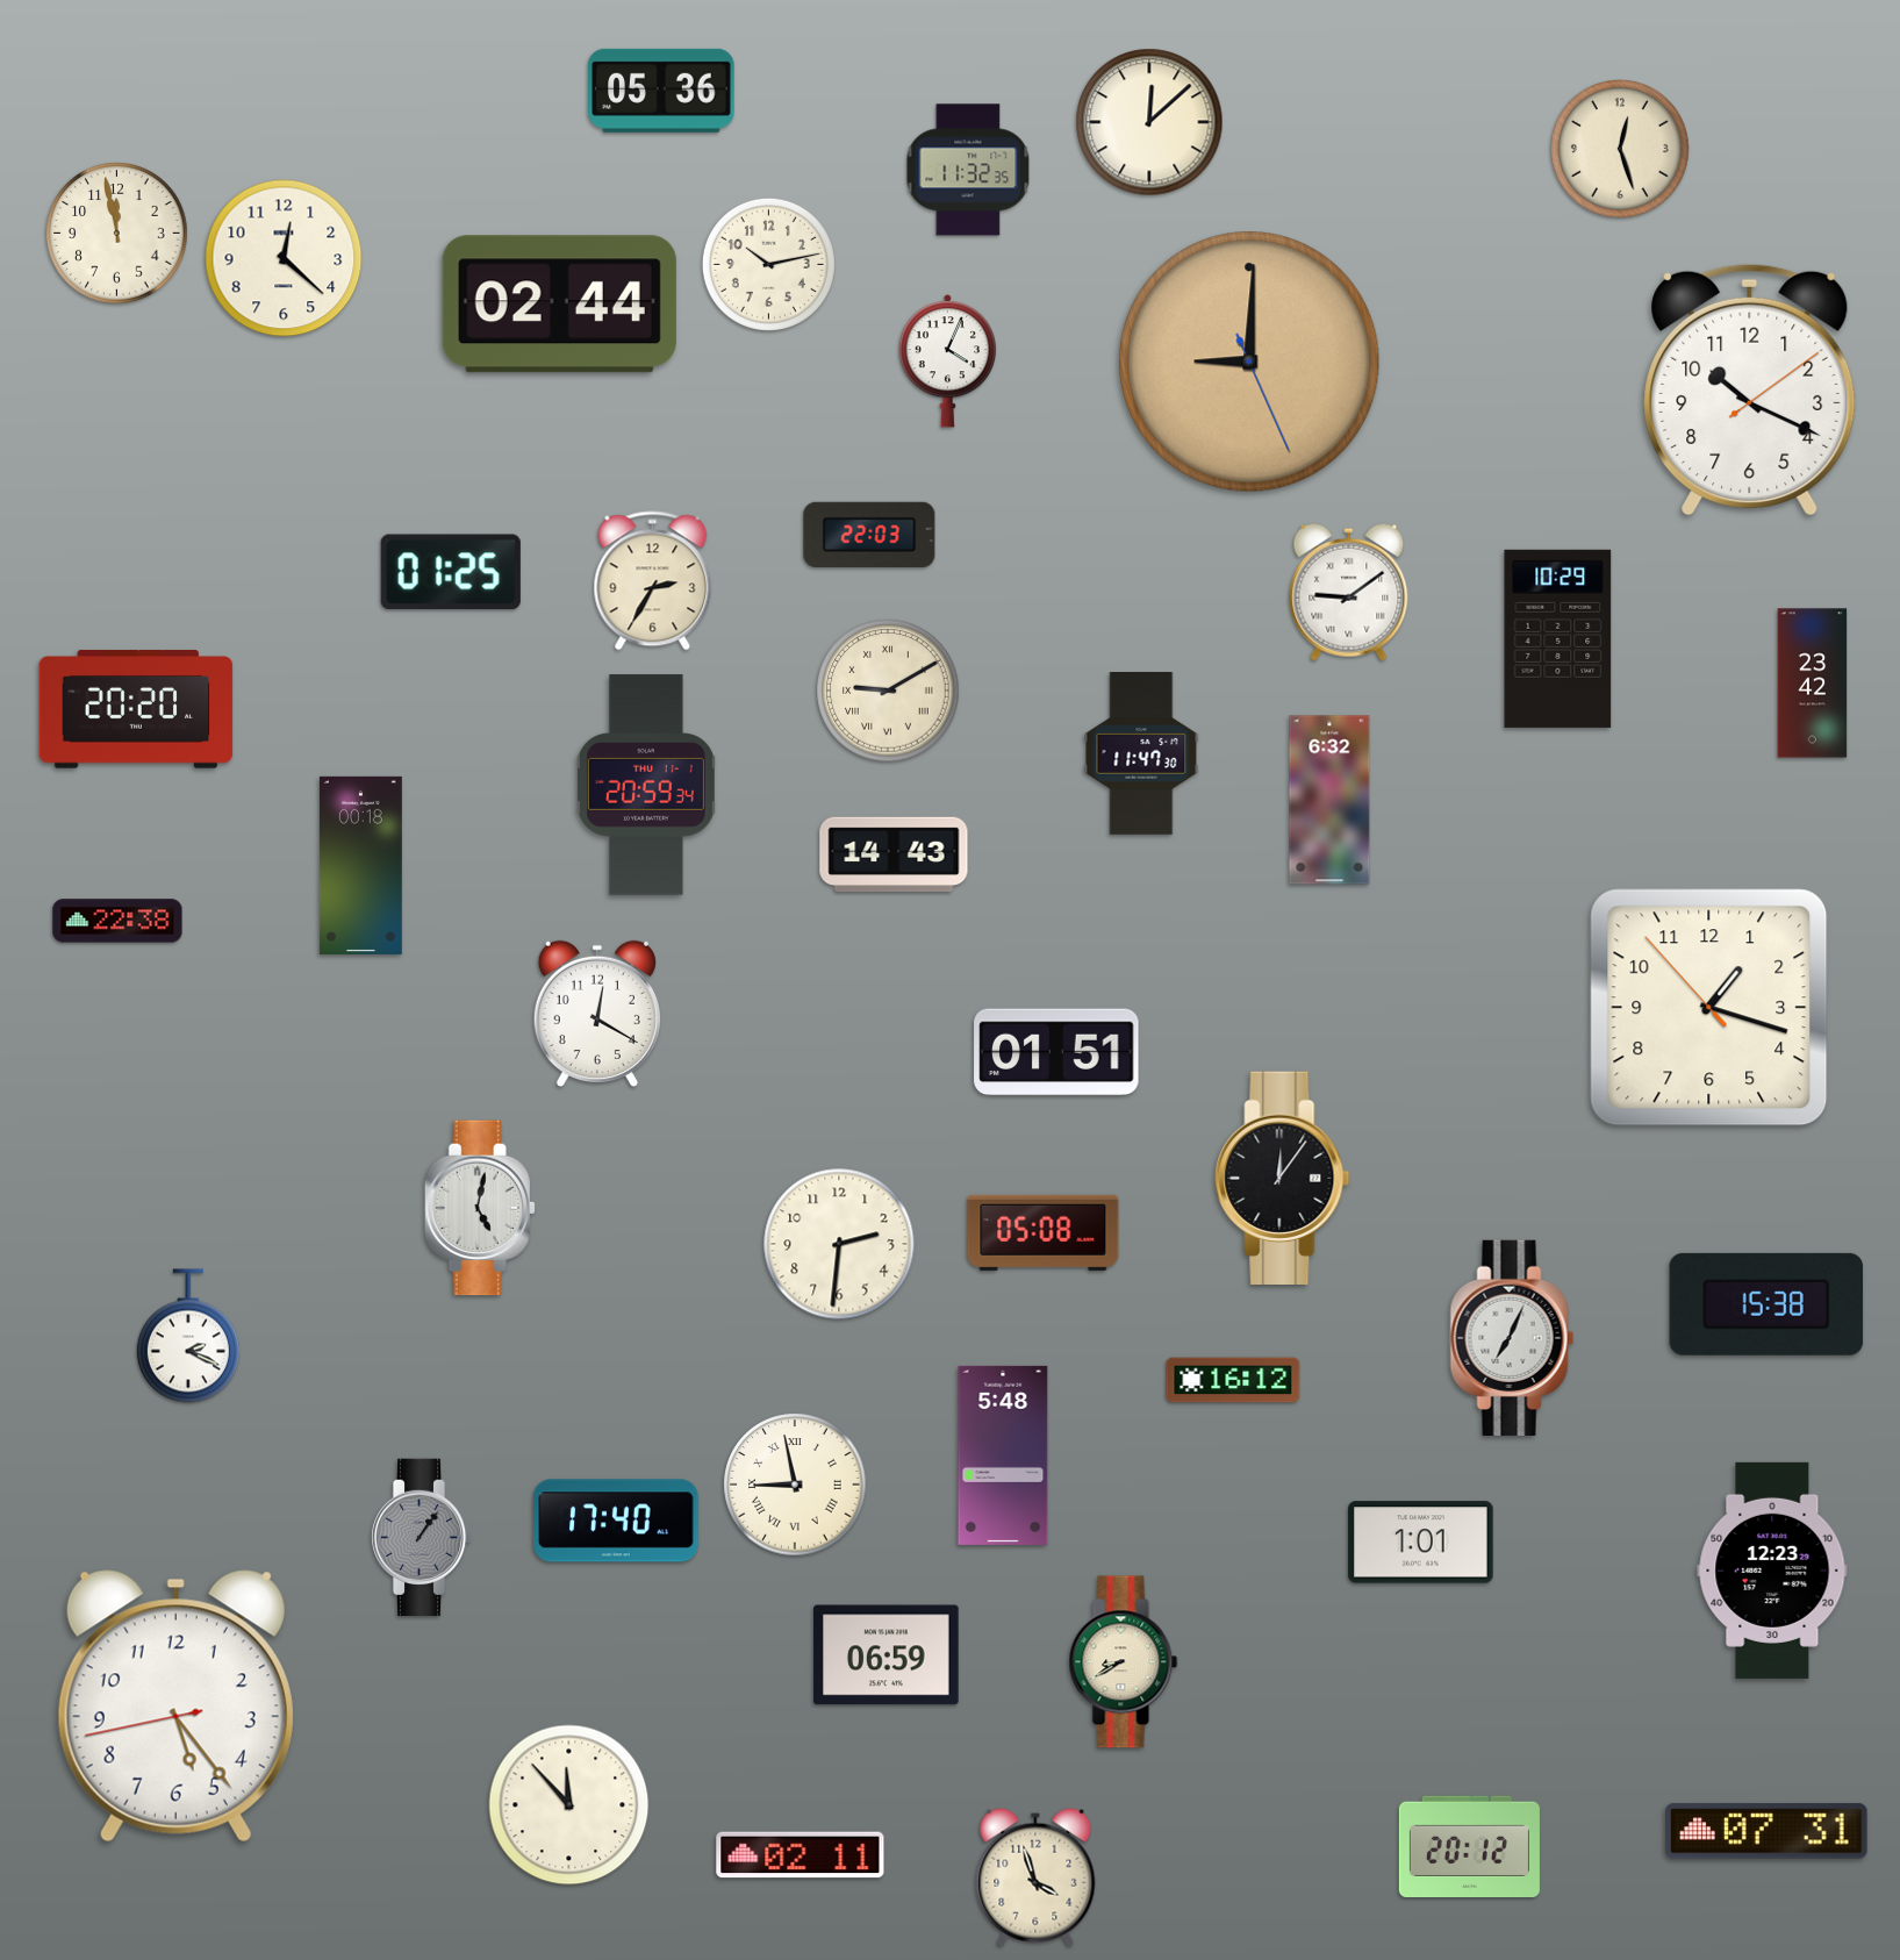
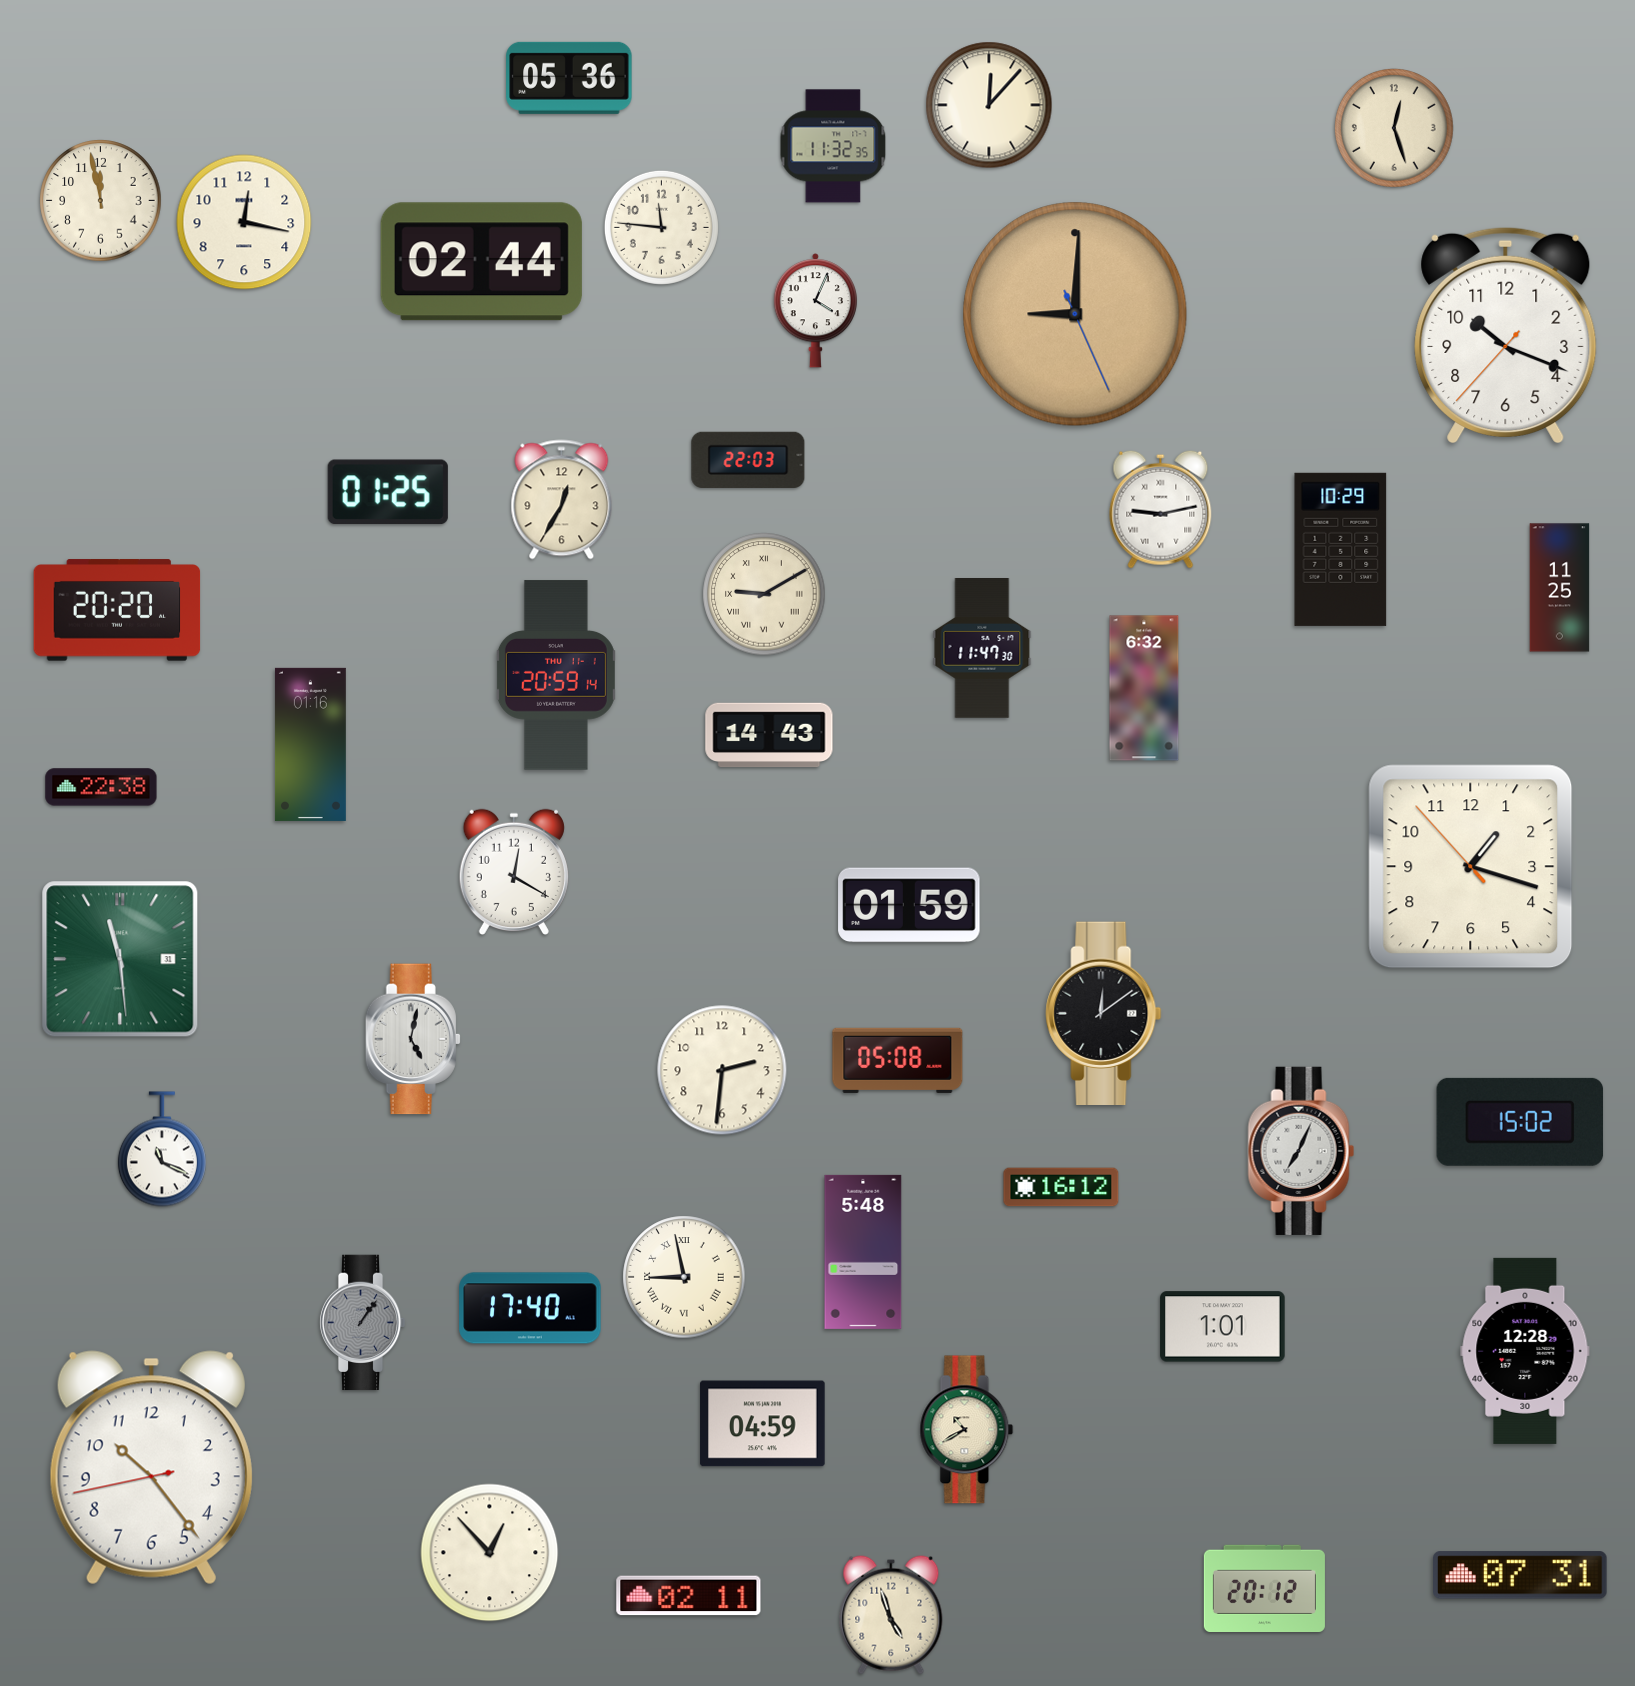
clock at (1149, 122): 12:08 -> 12:07
clock at (284, 258): 12:22 -> 12:17
clock at (768, 264): 10:13 -> 11:46
clock at (1249, 362) position: (1249, 362) -> (1075, 314)
clock at (1750, 389): 10:19 -> 10:18
clock at (653, 581): 2:35 -> 12:35
clock at (1349, 592): 9:09 -> 9:13
clock at (1813, 684): 23:42 -> 11:25
clock at (646, 785): 20:59:34 -> 20:59:14
clock at (360, 865): 00:18 -> 01:16
clock at (117, 921) position: (117, 921) -> (101, 787)
clock at (1056, 1052): 01:51 -> 01:59
clock at (120, 959): none -> 11:29
clock at (1283, 1178): 12:06 -> 12:09
clock at (1766, 1304): 15:38 -> 15:02
clock at (188, 1336): 2:19 -> 11:19
clock at (1772, 1571): 12:23 -> 12:28
clock at (887, 1655): 06:59 -> 04:59
clock at (1124, 1662): 8:40 -> 10:40
clock at (175, 1707): 5:23 -> 10:23
clock at (569, 1805): 11:53 -> 12:53
clock at (1035, 1877): 3:57 -> 4:57
